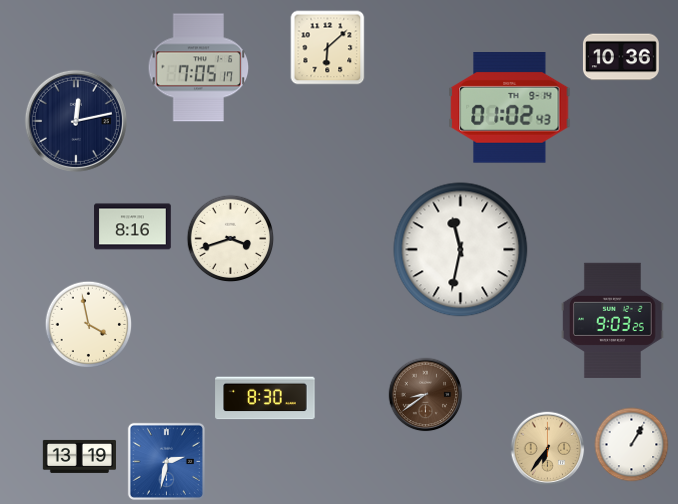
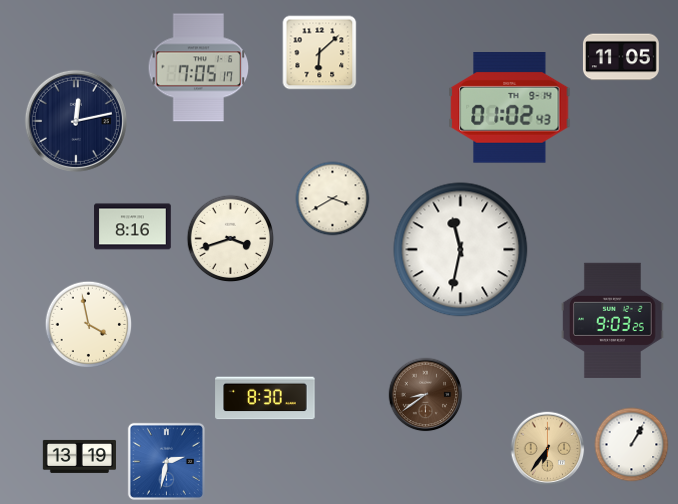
clock at (328, 48) position: (328, 48) -> (320, 53)
clock at (621, 57): 10:36 -> 11:05
clock at (333, 199): none -> 3:40
